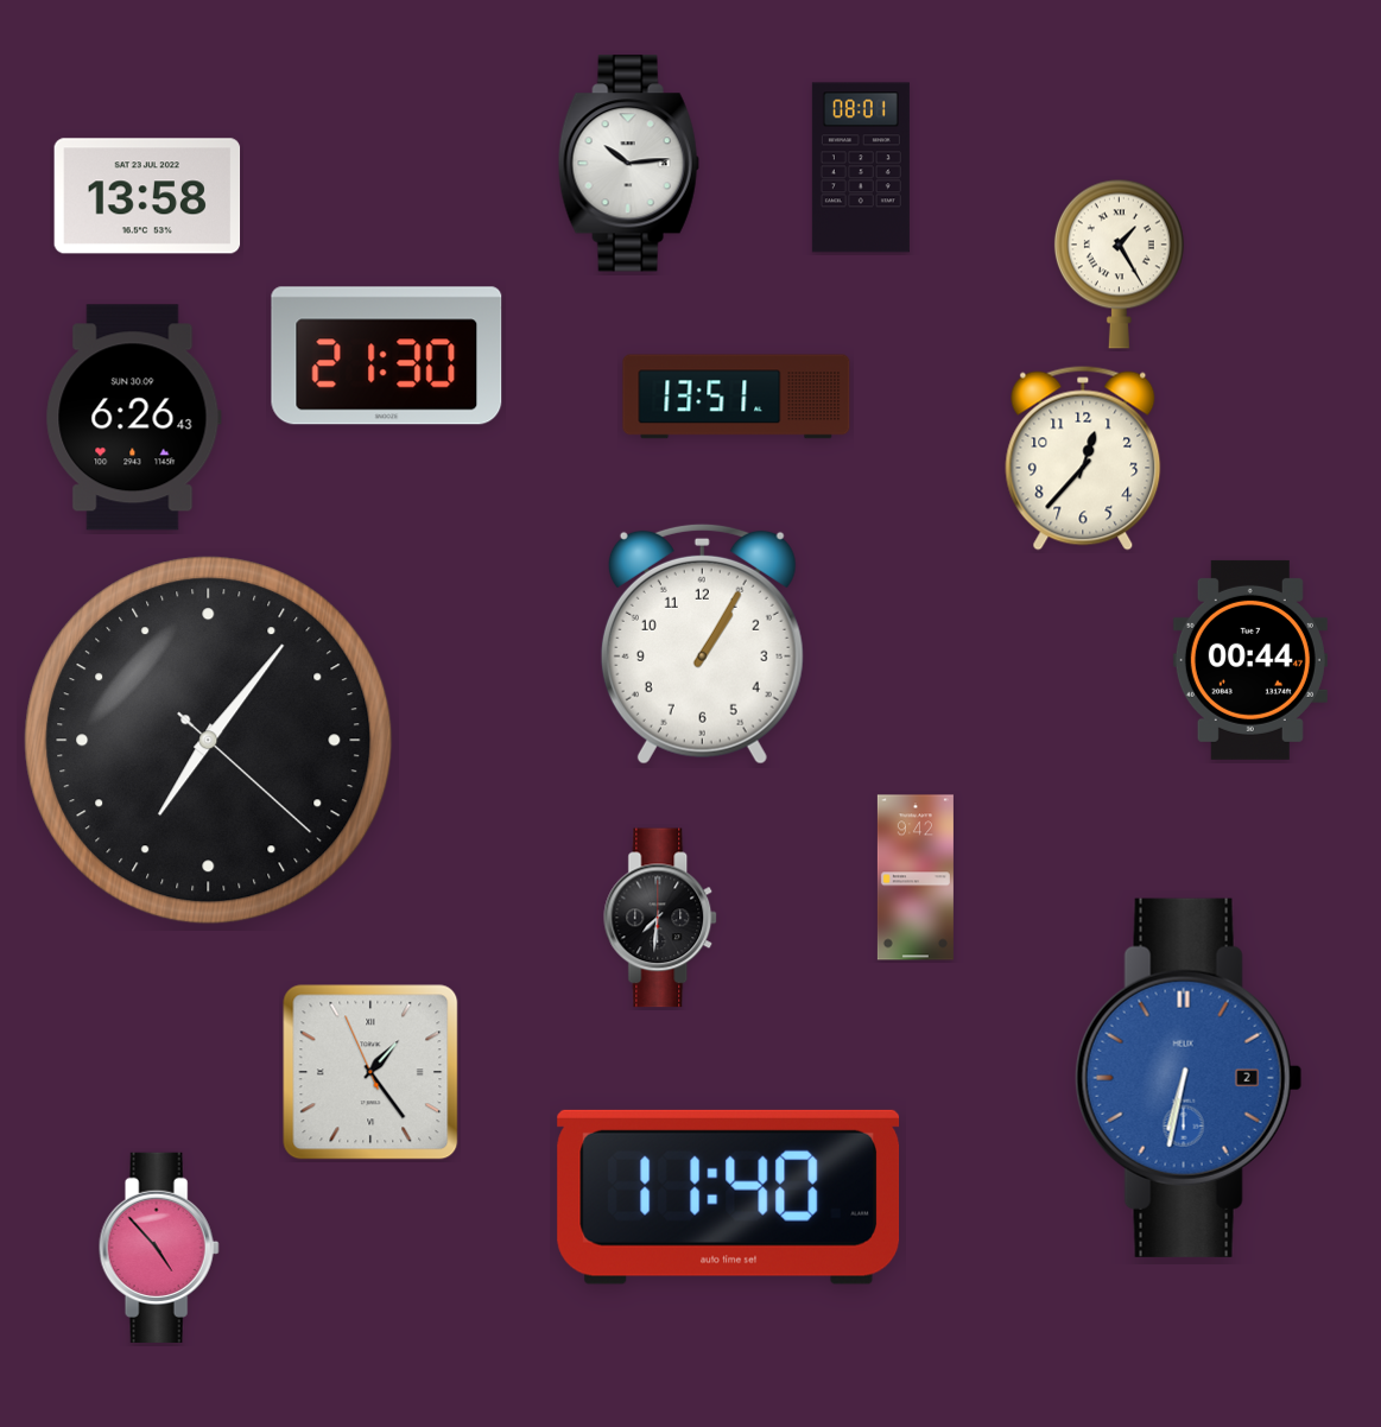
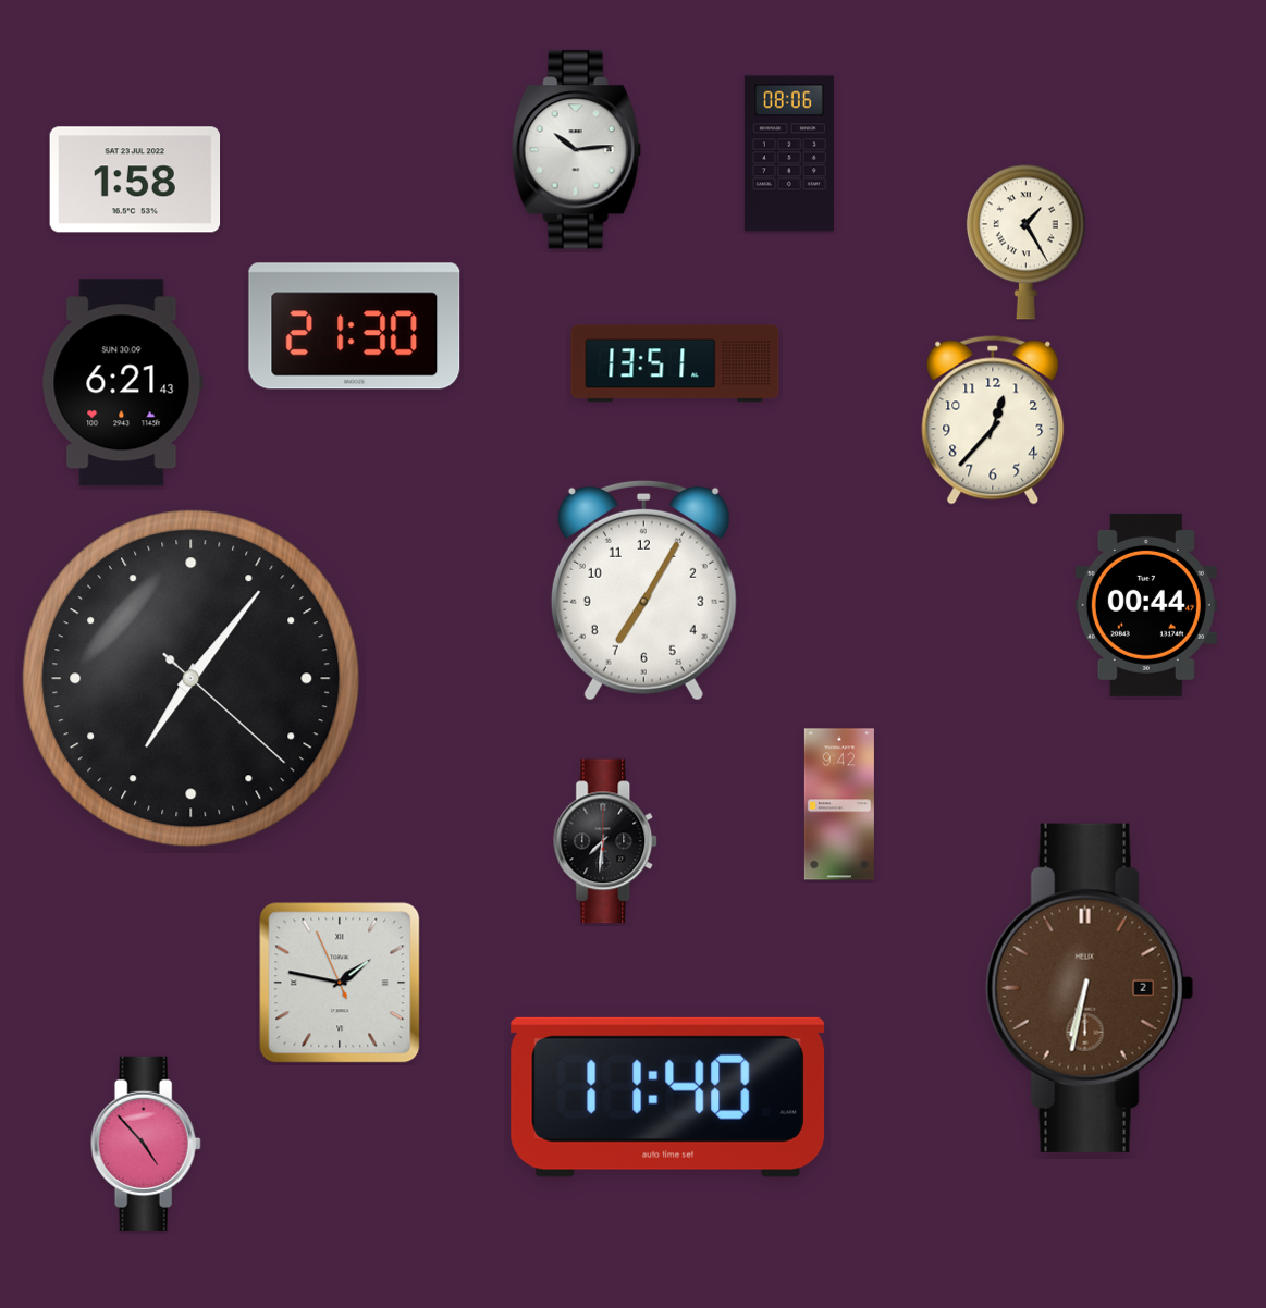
clock at (861, 167): 08:01 -> 08:06
clock at (147, 196): 13:58 -> 1:58
clock at (133, 418): 6:26 -> 6:21
clock at (702, 643): 1:05 -> 7:05
clock at (370, 1072): 1:23 -> 1:46
clock at (1189, 1078) dial: blue -> brown
